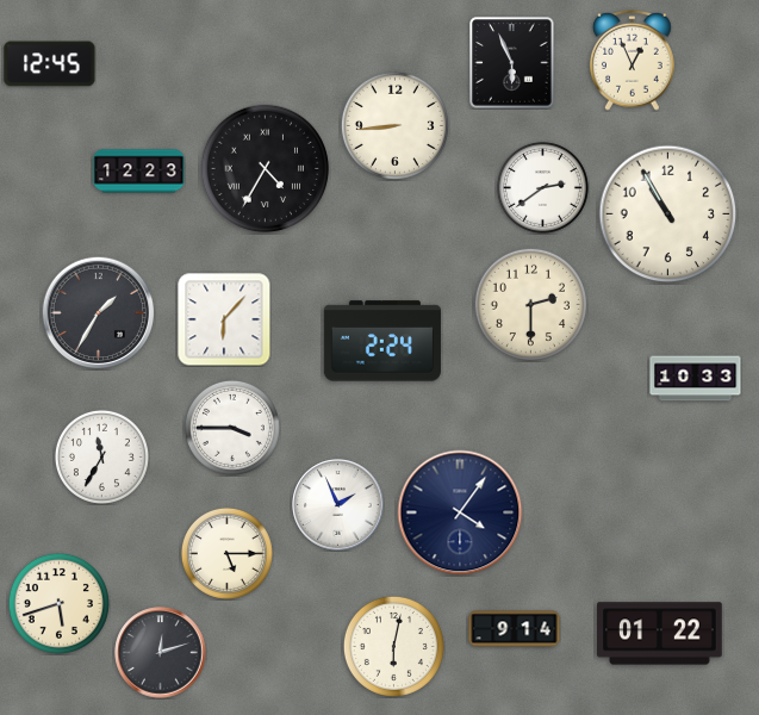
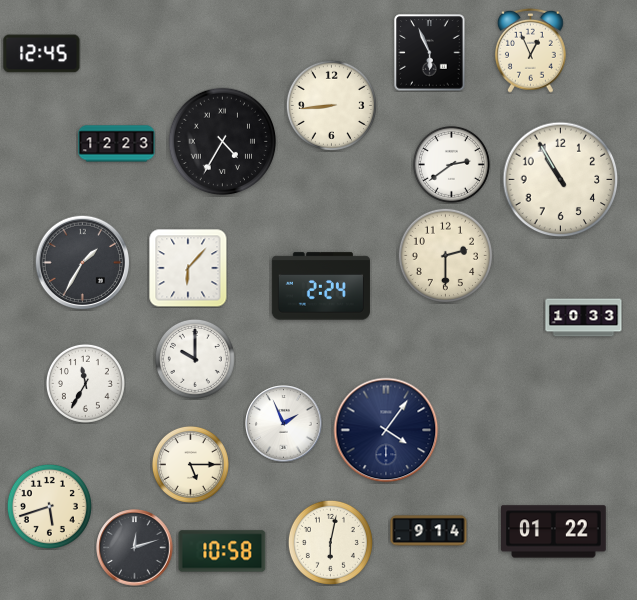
clock at (542, 187) position: (542, 187) -> (451, 164)
clock at (232, 428): 3:45 -> 10:00
clock at (515, 629) position: (515, 629) -> (429, 531)
clock at (222, 551): none -> 10:58
